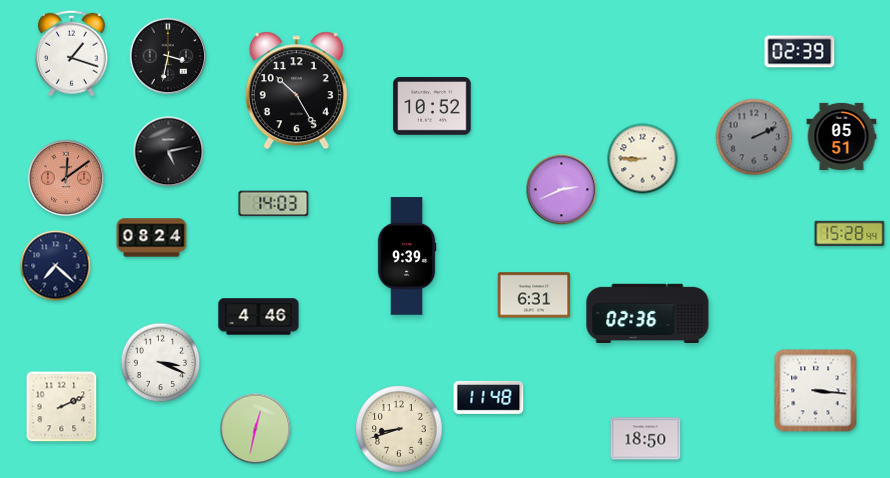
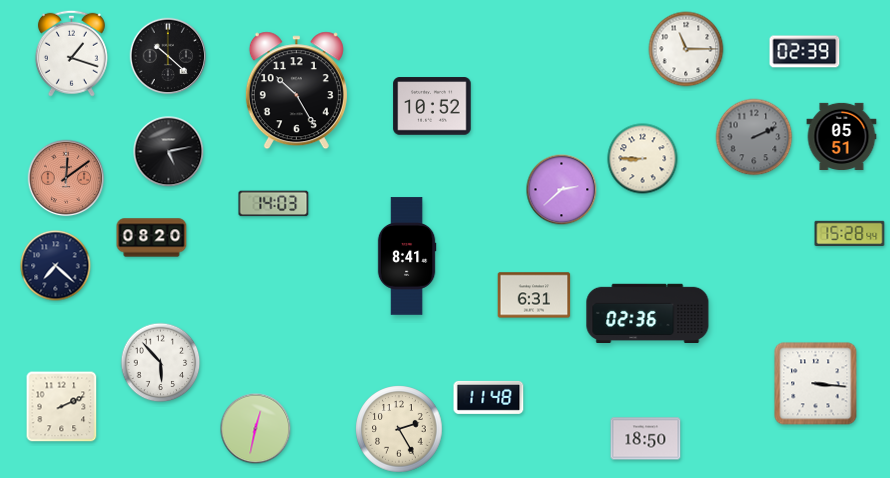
clock at (686, 49): none -> 11:15
clock at (800, 52) position: (800, 52) -> (805, 52)
clock at (168, 56): 3:32 -> 10:22
clock at (562, 190): 2:41 -> 2:38
clock at (152, 238): 08:24 -> 08:20
clock at (407, 256): 9:39 -> 8:41
clock at (259, 317): 4:46 -> none
clock at (161, 363): 3:19 -> 5:53
clock at (816, 391) position: (816, 391) -> (816, 384)
clock at (399, 429): 8:42 -> 2:25
